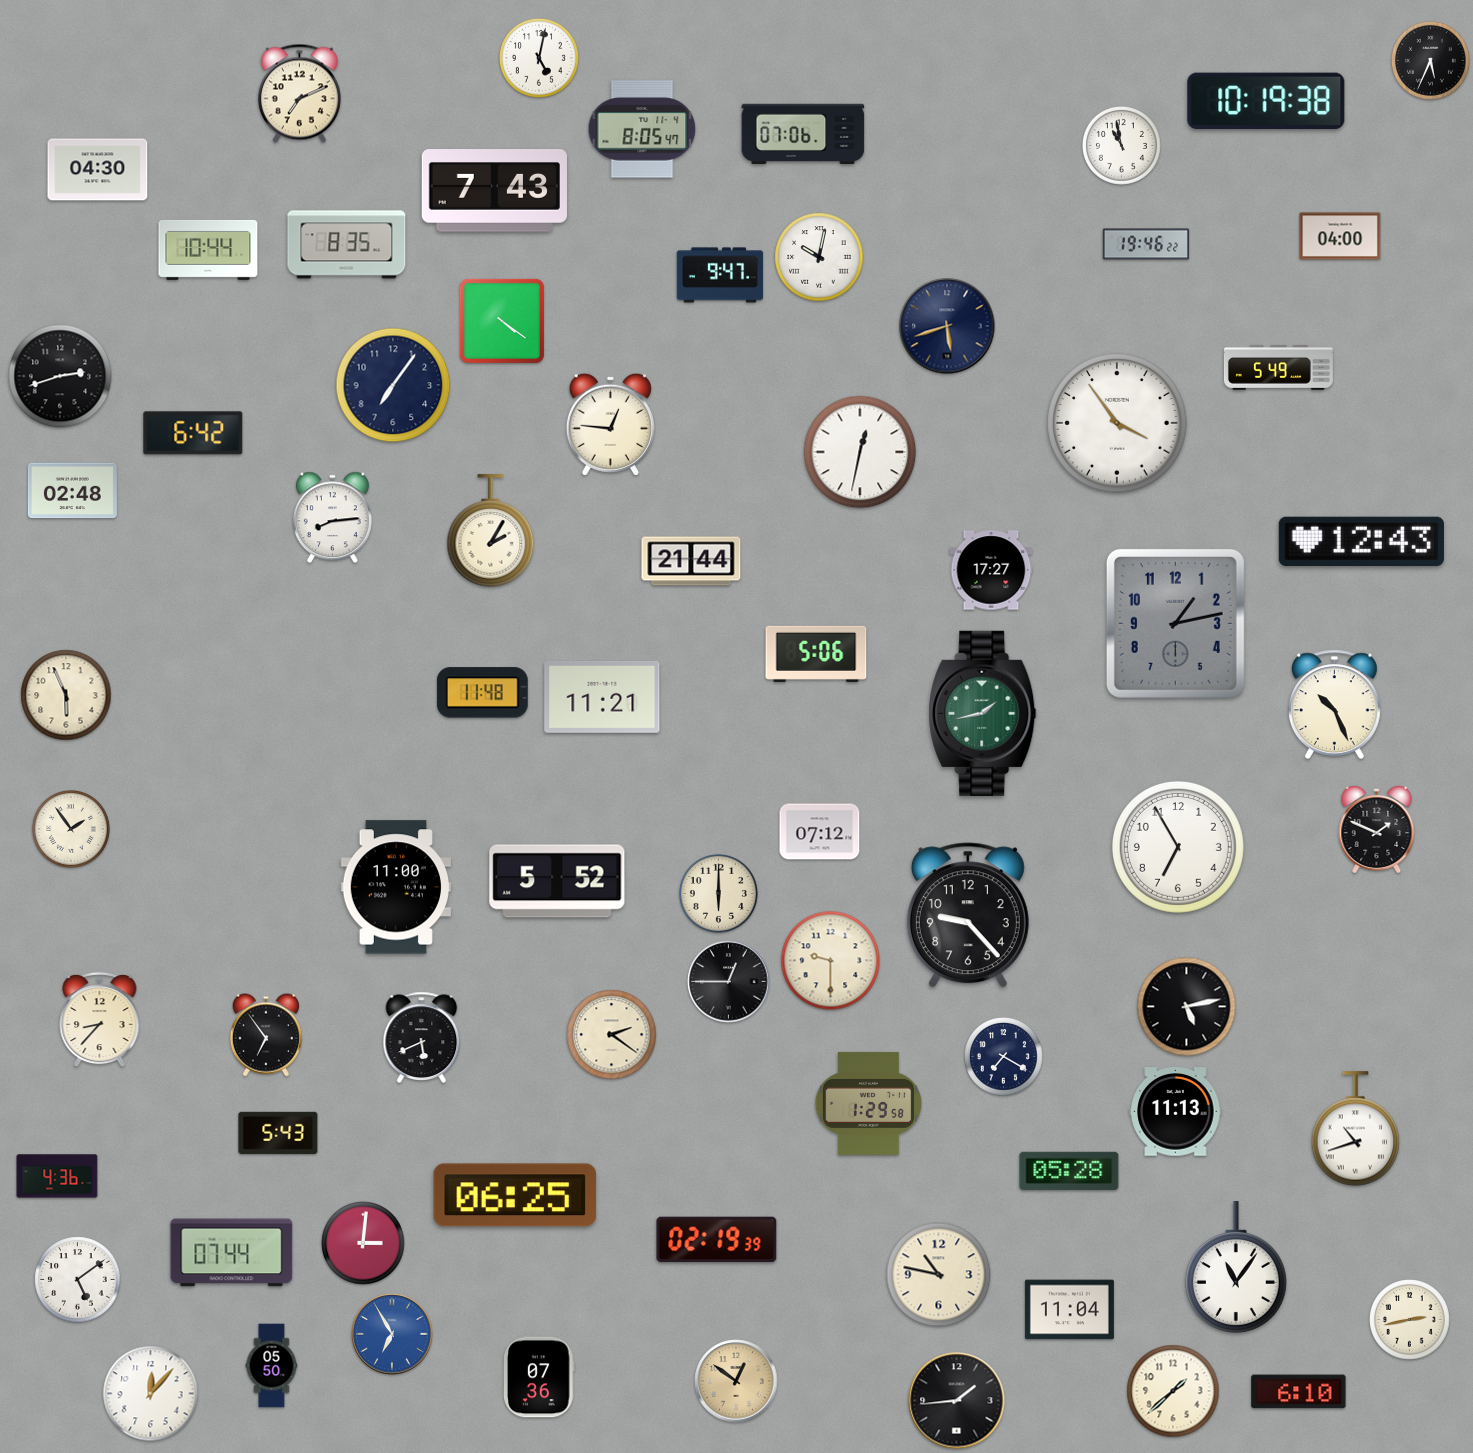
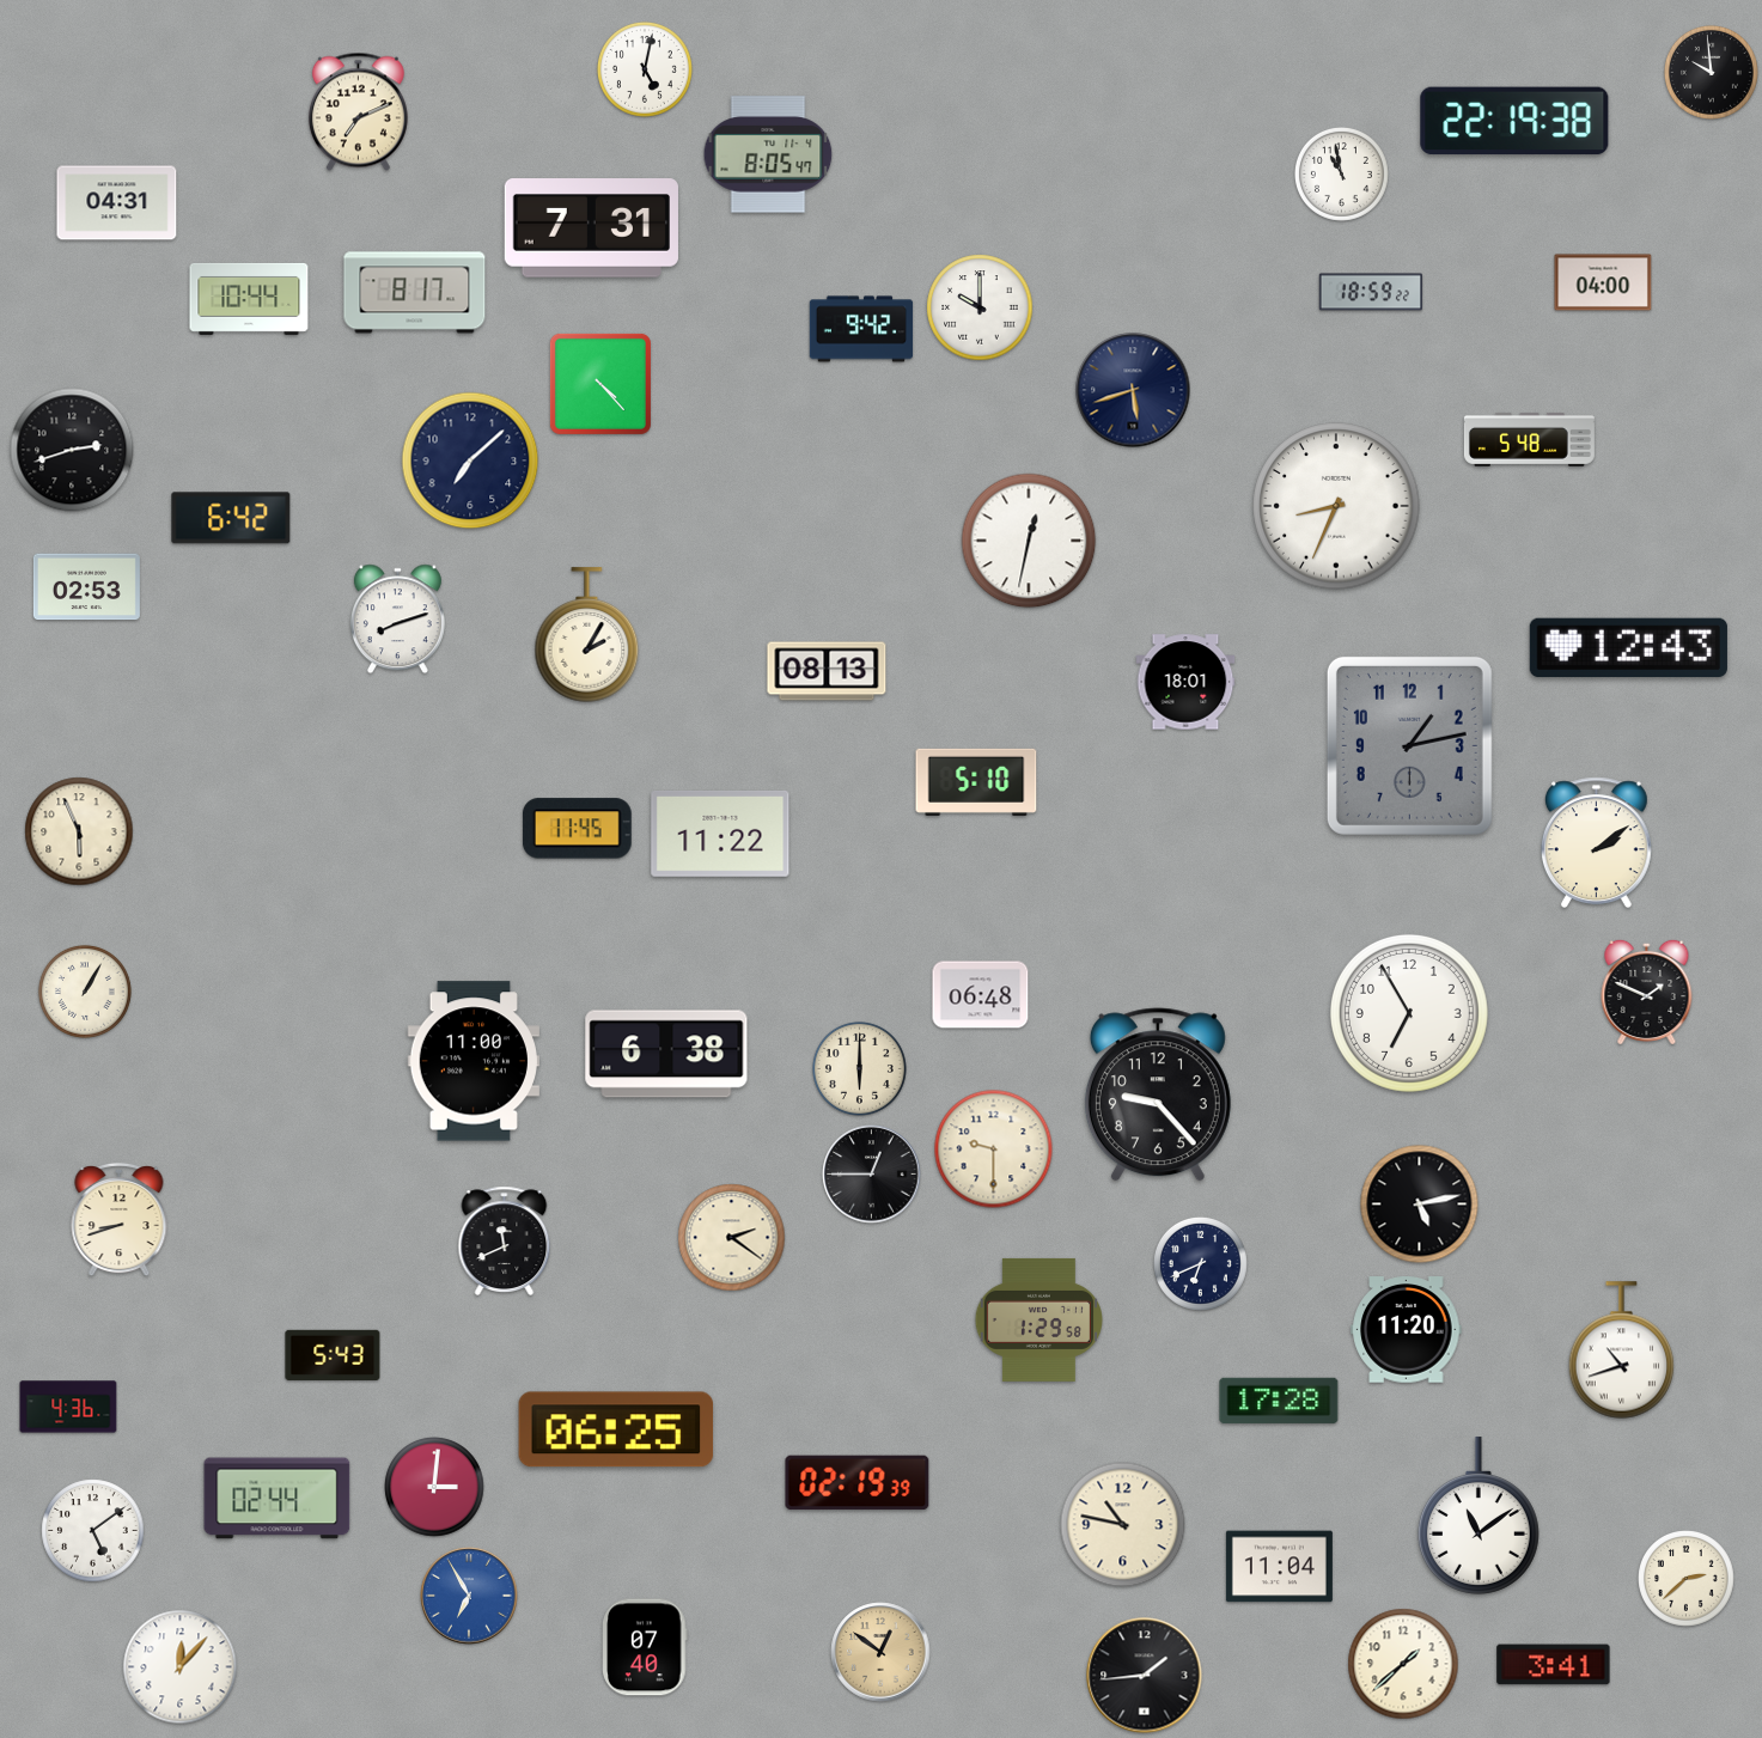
clock at (1430, 60): 5:34 -> 9:59
clock at (1266, 101): 10:19 -> 22:19
clock at (803, 133): 07:06 -> none
clock at (98, 170): 04:30 -> 04:31
clock at (494, 191): 7:43 -> 7:31
clock at (1146, 244): 19:46 -> 18:59
clock at (347, 245): 8:35 -> 8:17
clock at (819, 257): 10:02 -> 10:00
clock at (720, 275): 9:47 -> 9:42
clock at (502, 321): 4:21 -> 4:23
clock at (1278, 368): 5:49 -> 5:48
clock at (393, 385): 7:06 -> 7:08
clock at (1117, 423): 3:54 -> 8:34
clock at (610, 424): 12:46 -> none
clock at (72, 491): 02:48 -> 02:53
clock at (332, 518): 8:14 -> 8:12
clock at (691, 561): 21:44 -> 08:13
clock at (991, 570): 17:27 -> 18:01
clock at (1175, 623) position: (1175, 623) -> (1409, 745)
clock at (816, 654): 5:06 -> 5:10
clock at (482, 693): 11:48 -> 11:45
clock at (602, 697): 11:21 -> 11:22
clock at (1334, 705): 10:26 -> 2:09
clock at (983, 713): 1:43 -> none
clock at (71, 829): 1:54 -> 1:05
clock at (820, 832): 07:12 -> 06:48
clock at (557, 881): 5:52 -> 6:38
clock at (100, 1020): 8:37 -> 8:42
clock at (266, 1035): 6:54 -> none
clock at (422, 1037): 5:41 -> 11:41
clock at (1003, 1056): 7:20 -> 6:41
clock at (1176, 1112): 11:13 -> 11:20
clock at (1069, 1171): 05:28 -> 17:28
clock at (232, 1253): 07:44 -> 02:44
clock at (1236, 1267): 11:06 -> 11:09
clock at (1410, 1320): 2:43 -> 2:38
clock at (272, 1366): 05:50 -> none
clock at (540, 1377): 07:36 -> 07:40
clock at (1299, 1392): 6:10 -> 3:41
